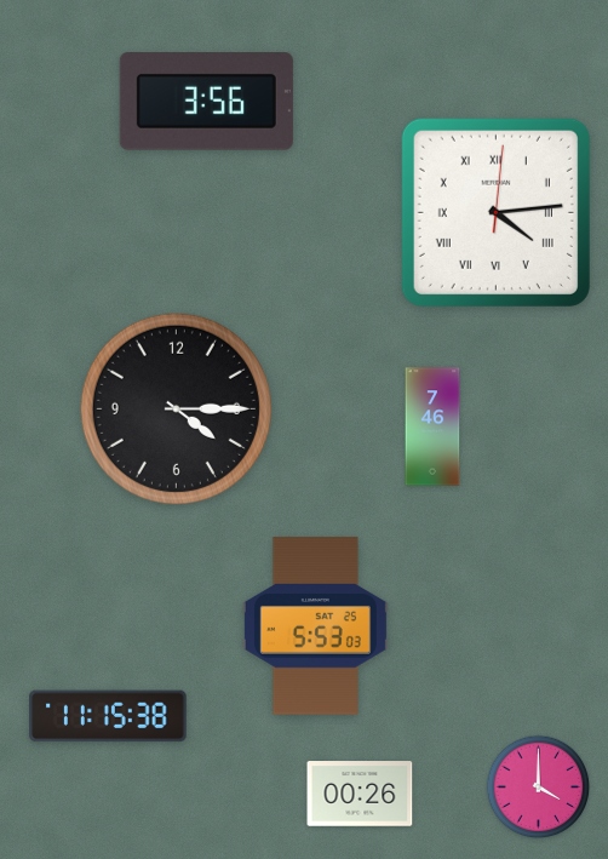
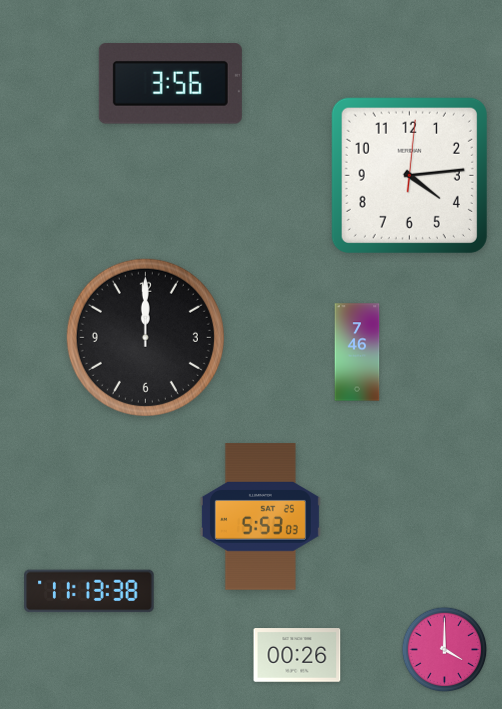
clock at (495, 212) numerals: Roman -> Arabic
clock at (176, 408): 4:15 -> 12:00
clock at (108, 716): 11:15 -> 11:13
